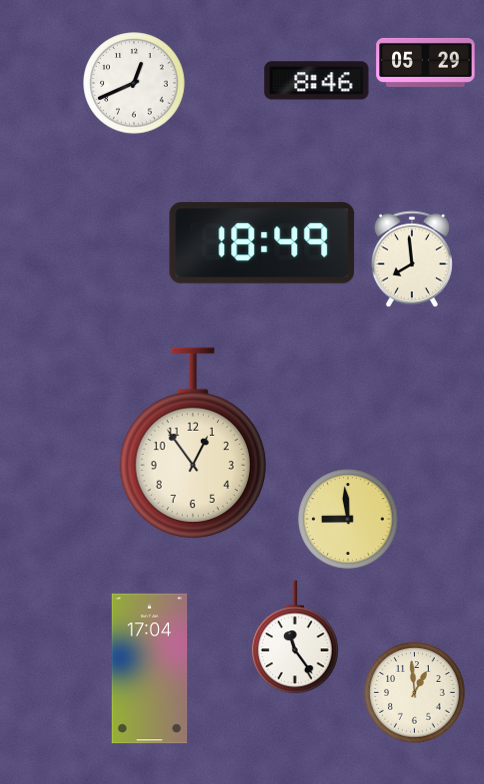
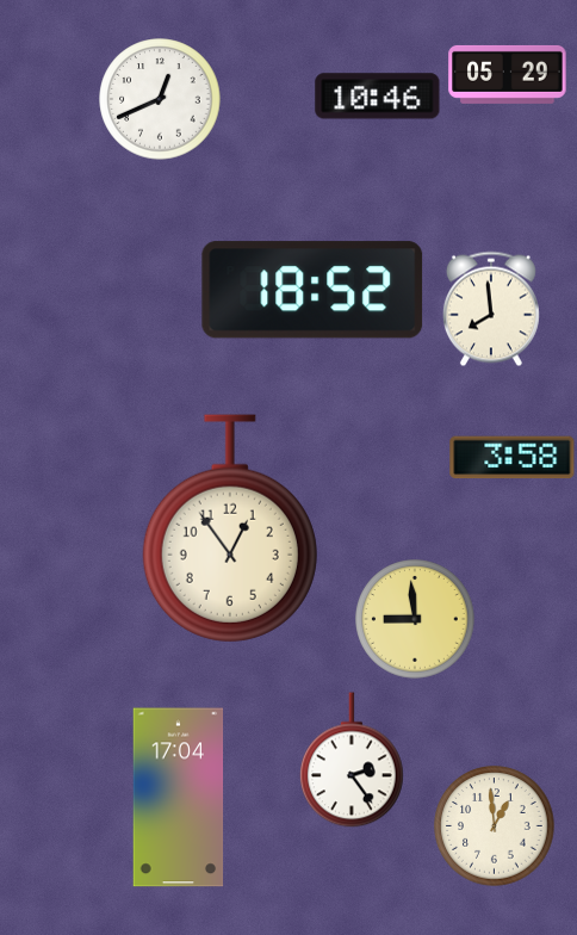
clock at (317, 81): 8:46 -> 10:46
clock at (262, 243): 18:49 -> 18:52
clock at (513, 458): none -> 3:58
clock at (295, 637): 11:24 -> 2:24
